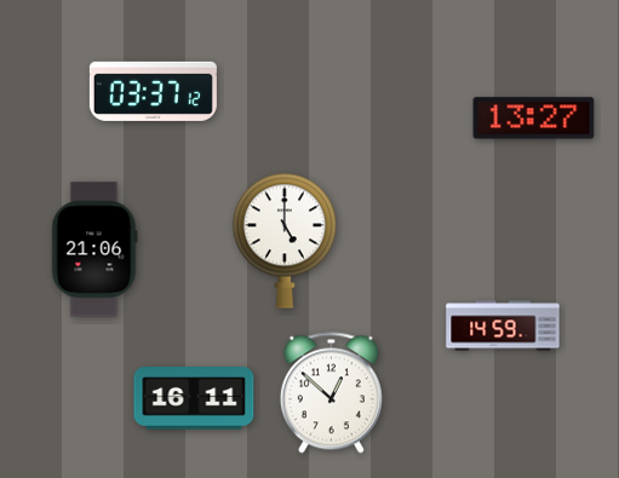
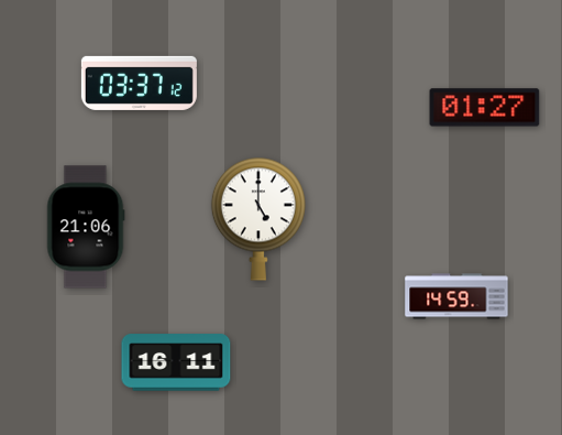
clock at (534, 119): 13:27 -> 01:27
clock at (331, 393): 12:52 -> none
